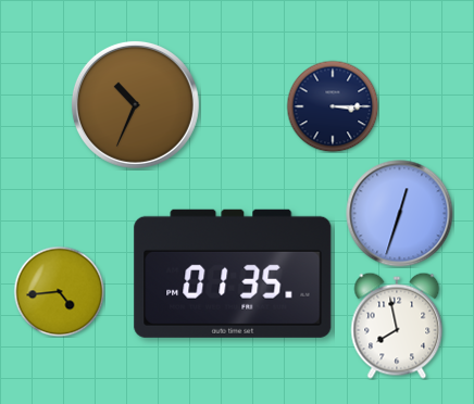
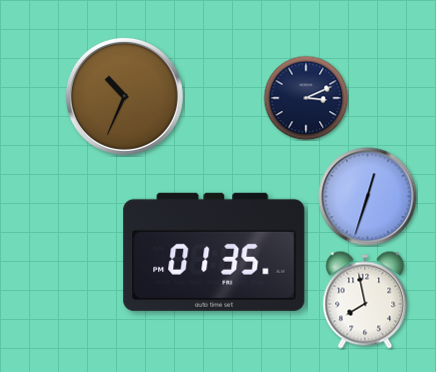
clock at (333, 106): 3:15 -> 3:11
clock at (59, 291): 4:44 -> none
